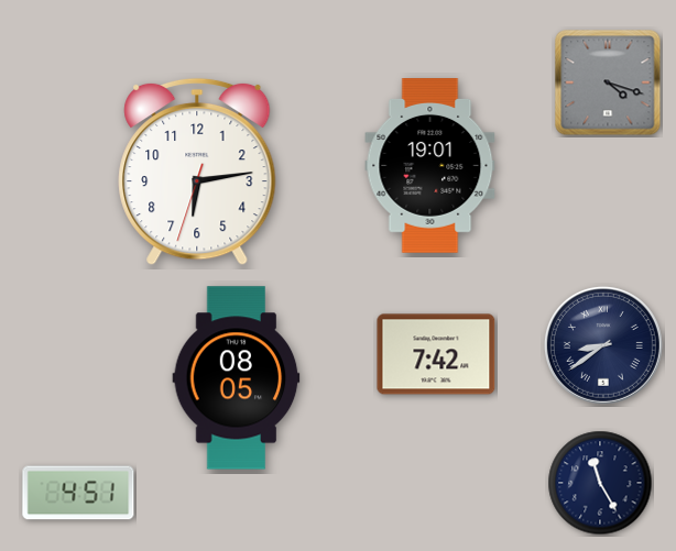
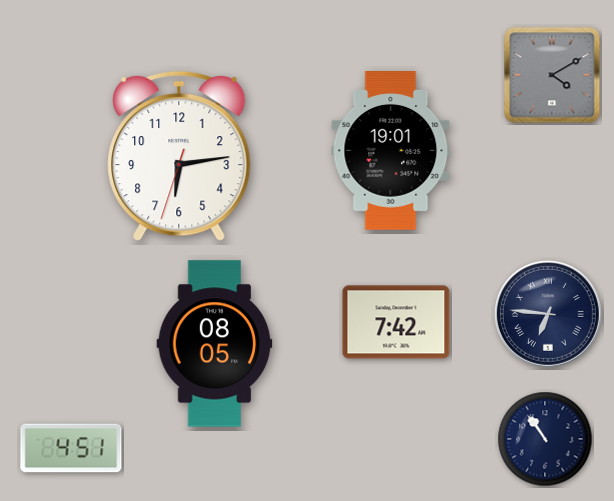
clock at (608, 82): 4:18 -> 4:10
clock at (603, 345): 8:39 -> 6:46
clock at (600, 483): 11:25 -> 10:54
